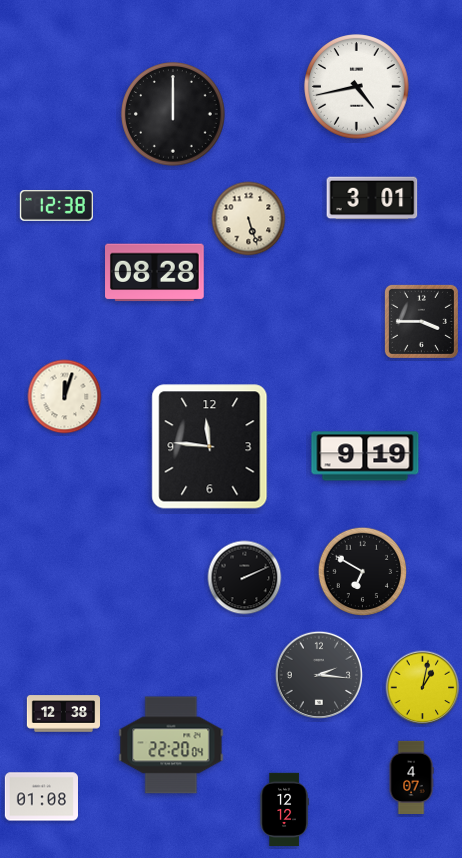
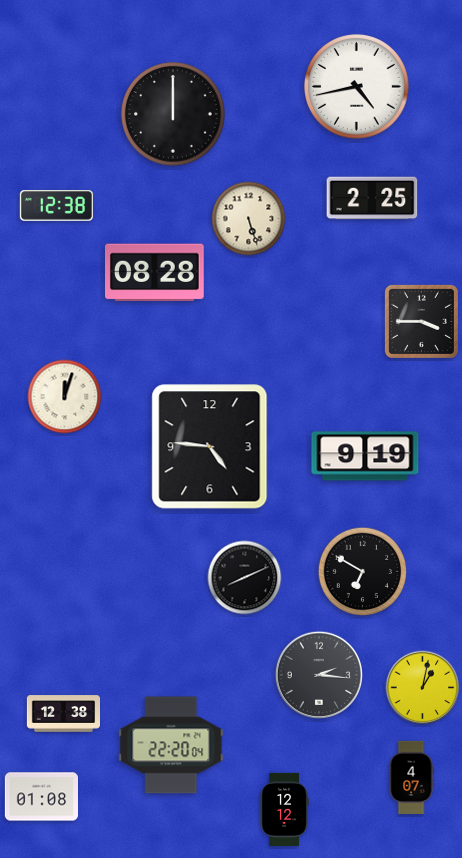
clock at (372, 198): 3:01 -> 2:25
clock at (210, 447): 11:46 -> 4:46
clock at (245, 578): 2:11 -> 8:11
